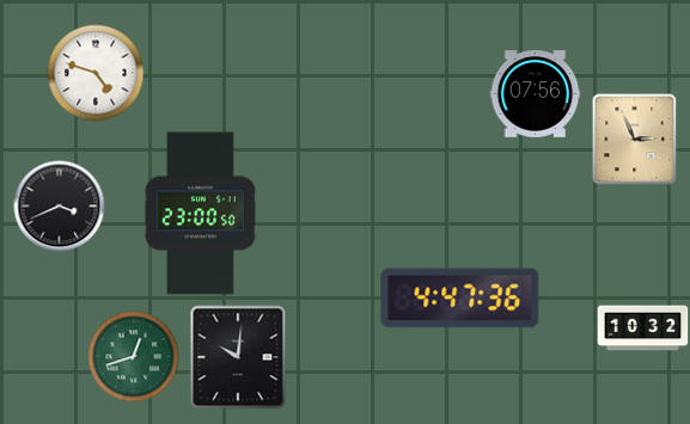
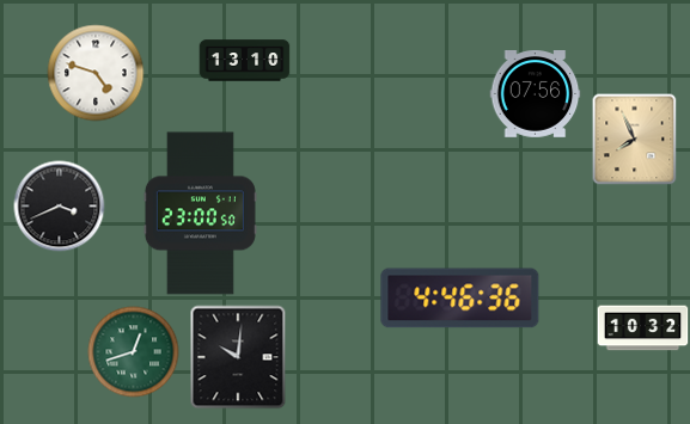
clock at (245, 61): none -> 13:10
clock at (635, 140): 2:56 -> 7:56
clock at (460, 299): 4:47 -> 4:46
clock at (134, 357) position: (134, 357) -> (134, 352)
